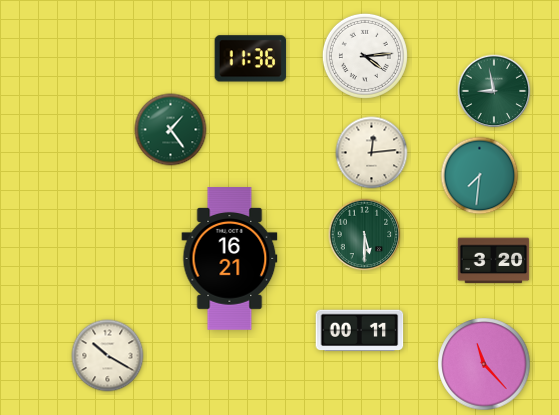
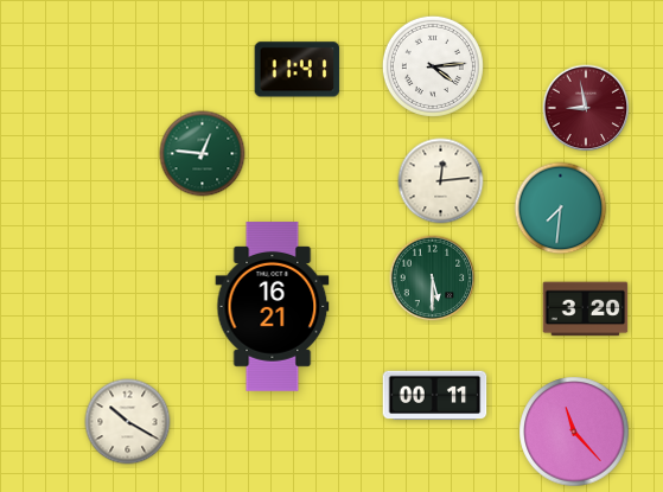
clock at (251, 59): 11:36 -> 11:41
clock at (494, 91) dial: green -> burgundy
clock at (171, 130): 1:24 -> 12:46
clock at (480, 176) position: (480, 176) -> (561, 209)
clock at (360, 331) position: (360, 331) -> (435, 396)
